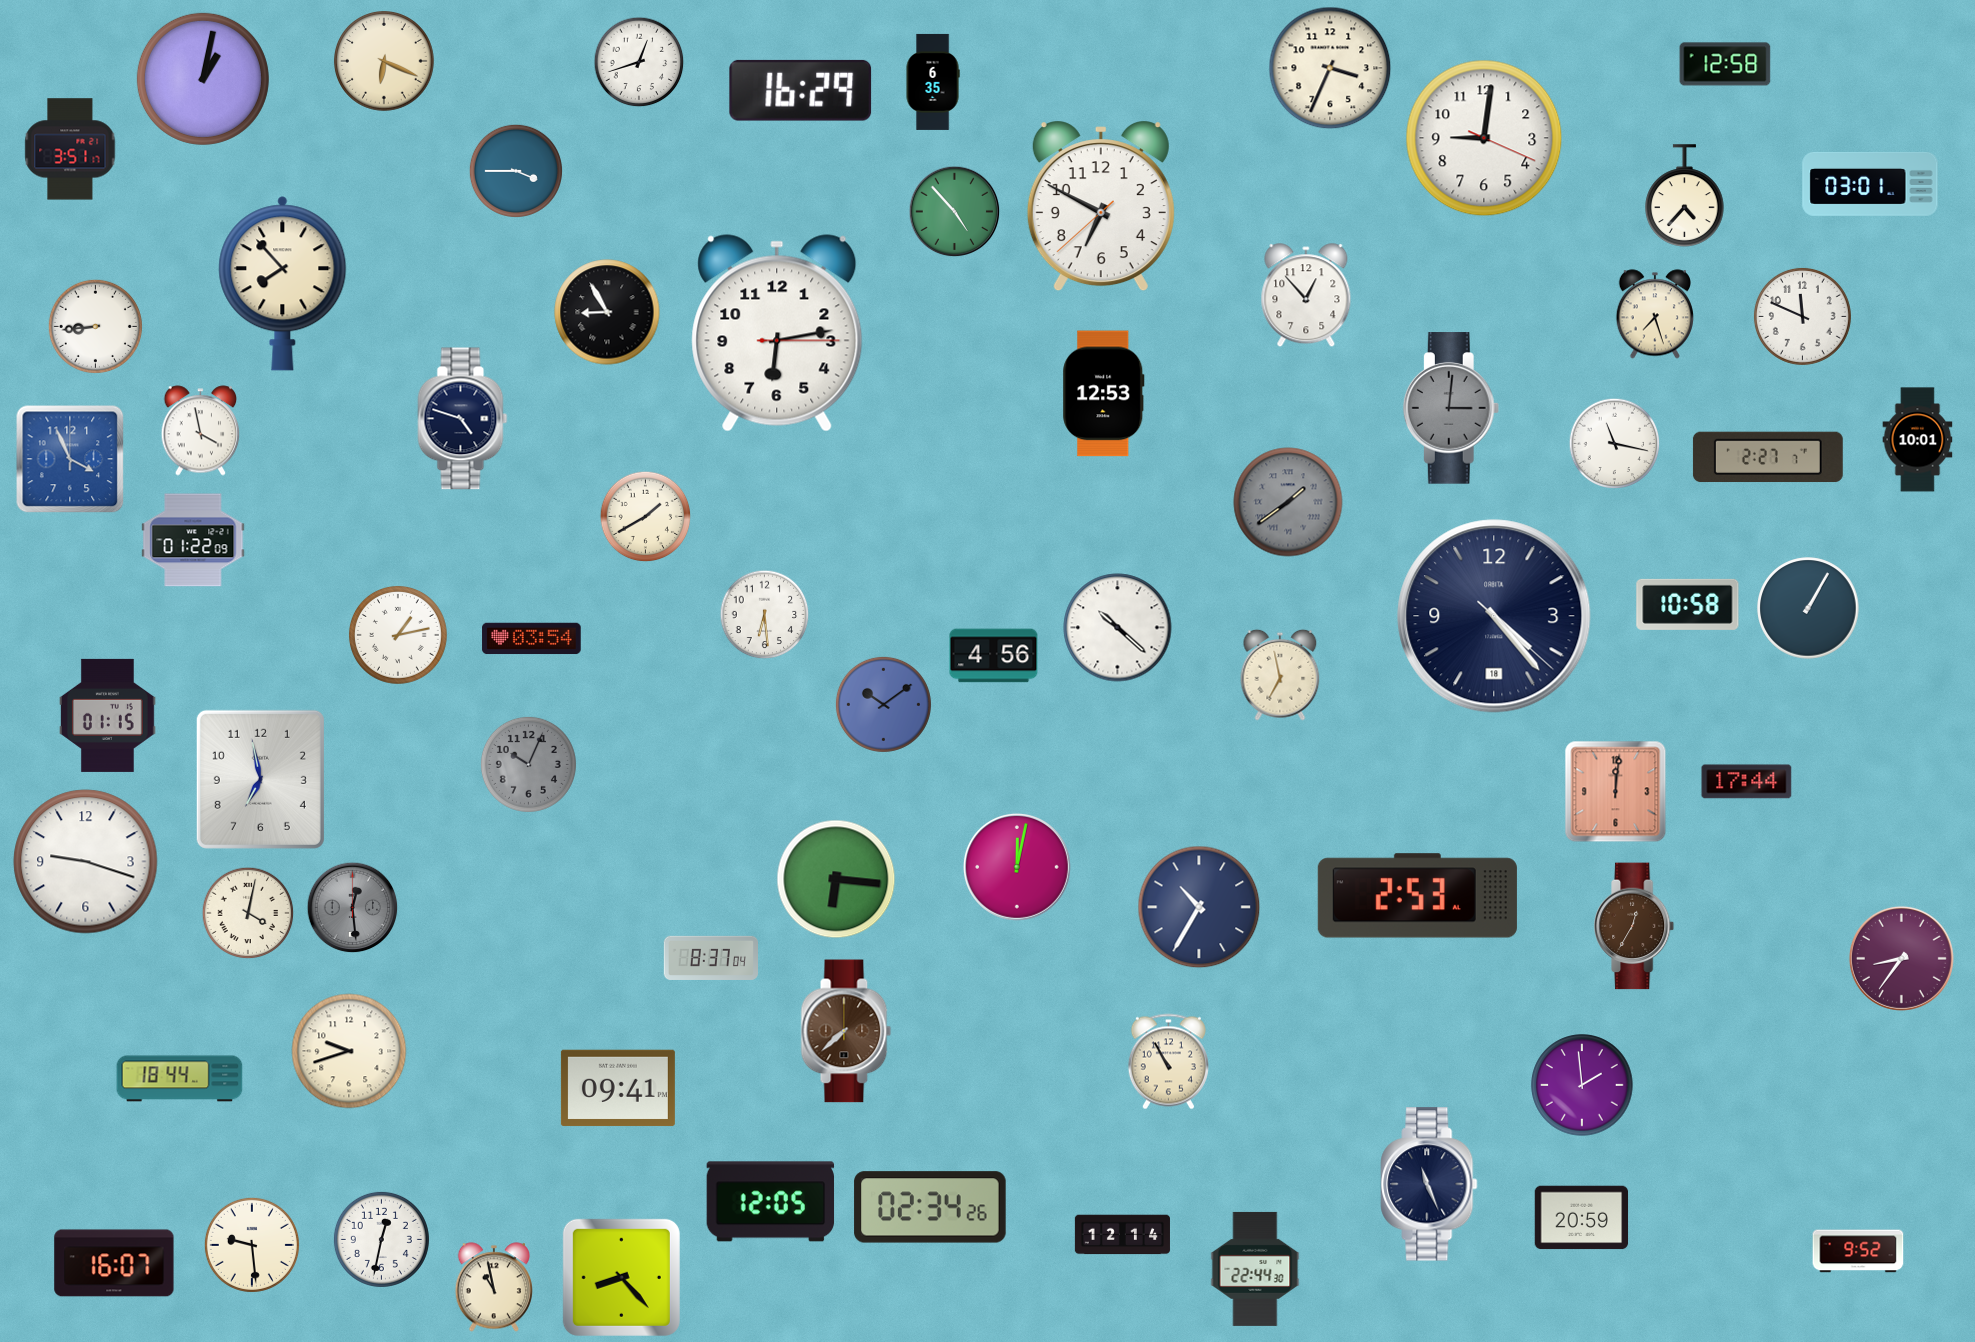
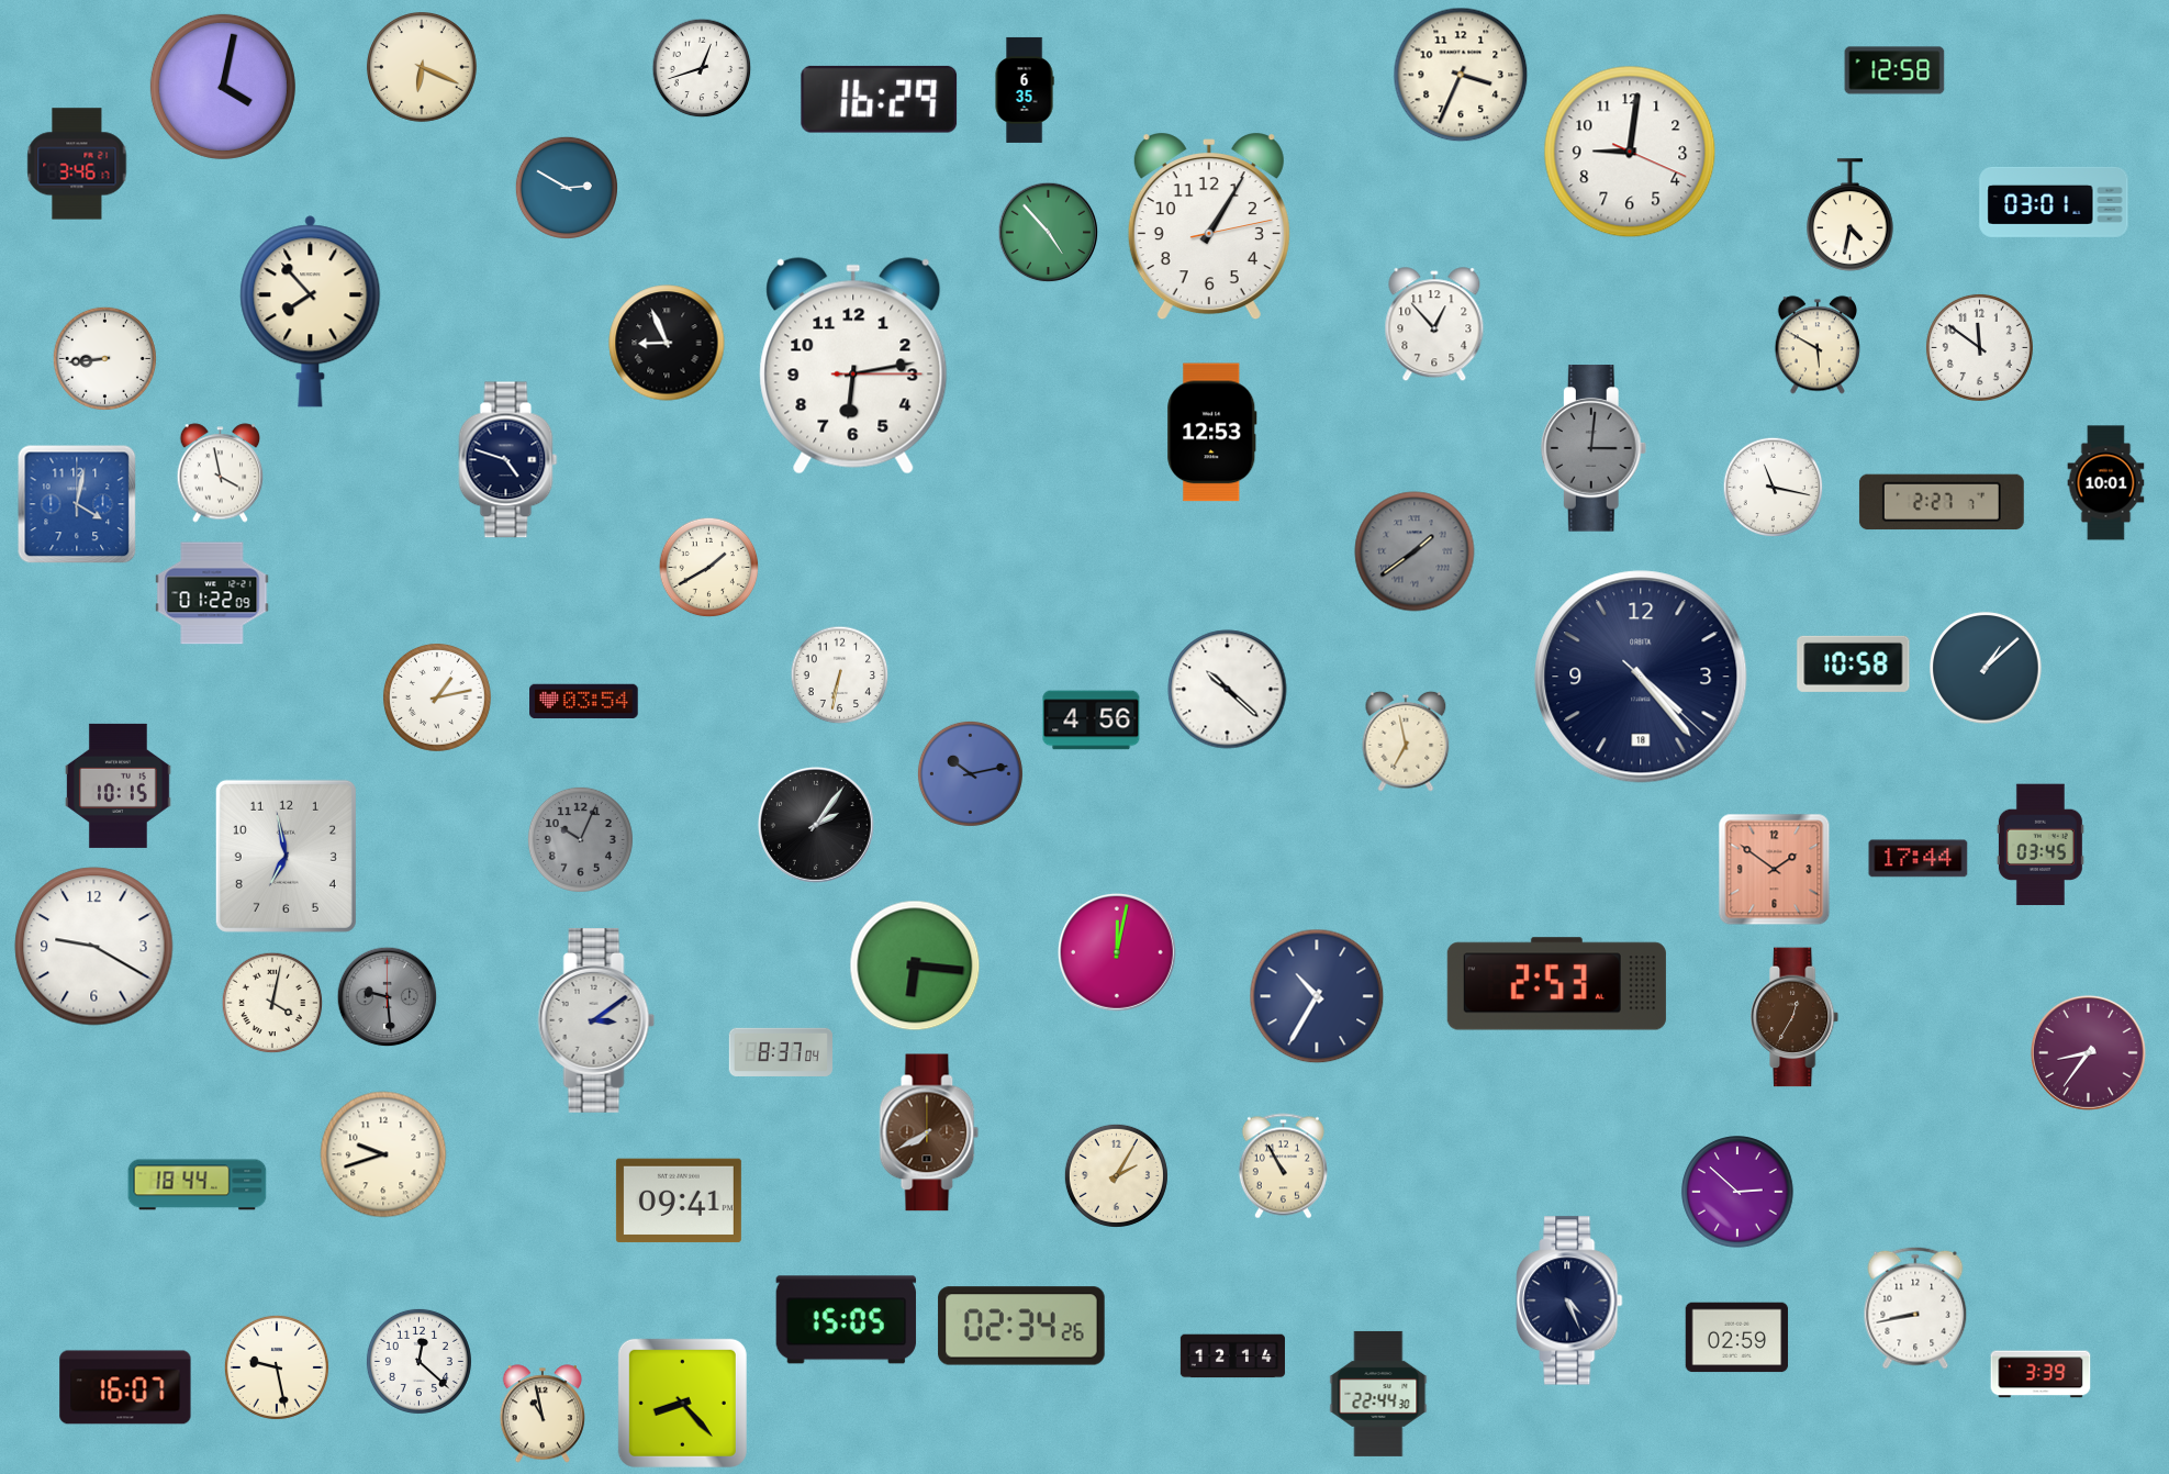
clock at (203, 79): 1:02 -> 4:02
clock at (70, 149): 3:51 -> 3:46
clock at (516, 171): 3:45 -> 2:50
clock at (1685, 196): 4:37 -> 4:32
clock at (1101, 206): 6:49 -> 1:05
clock at (607, 312): 8:55 -> 8:56
clock at (1654, 314): 7:27 -> 5:50
clock at (1802, 316): 11:49 -> 11:51
clock at (70, 459): 3:56 -> 4:02
clock at (1808, 608): 1:05 -> 1:08
clock at (765, 615): 6:29 -> 6:32
clock at (883, 704): 10:09 -> 10:13
clock at (108, 715): 01:15 -> 10:15
clock at (816, 825): none -> 2:06
clock at (2041, 845): none -> 03:45
clock at (1616, 792): 12:01 -> 1:51
clock at (86, 862): 9:18 -> 9:20
clock at (836, 879) position: (836, 879) -> (915, 965)
clock at (353, 908): 12:29 -> 9:29
clock at (596, 1020): none -> 3:09
clock at (846, 1031): 7:38 -> 7:40
clock at (1116, 1175): none -> 2:05
clock at (1582, 1085): 1:59 -> 2:52
clock at (618, 1088) position: (618, 1088) -> (679, 1201)
clock at (1429, 1184): 11:26 -> 4:26
clock at (1915, 1308): none -> 8:43
clock at (771, 1202): 12:05 -> 15:05
clock at (1582, 1218): 20:59 -> 02:59
clock at (381, 1239): 12:32 -> 12:22
clock at (252, 1245): 9:29 -> 9:28
clock at (1858, 1251): 9:52 -> 3:39
